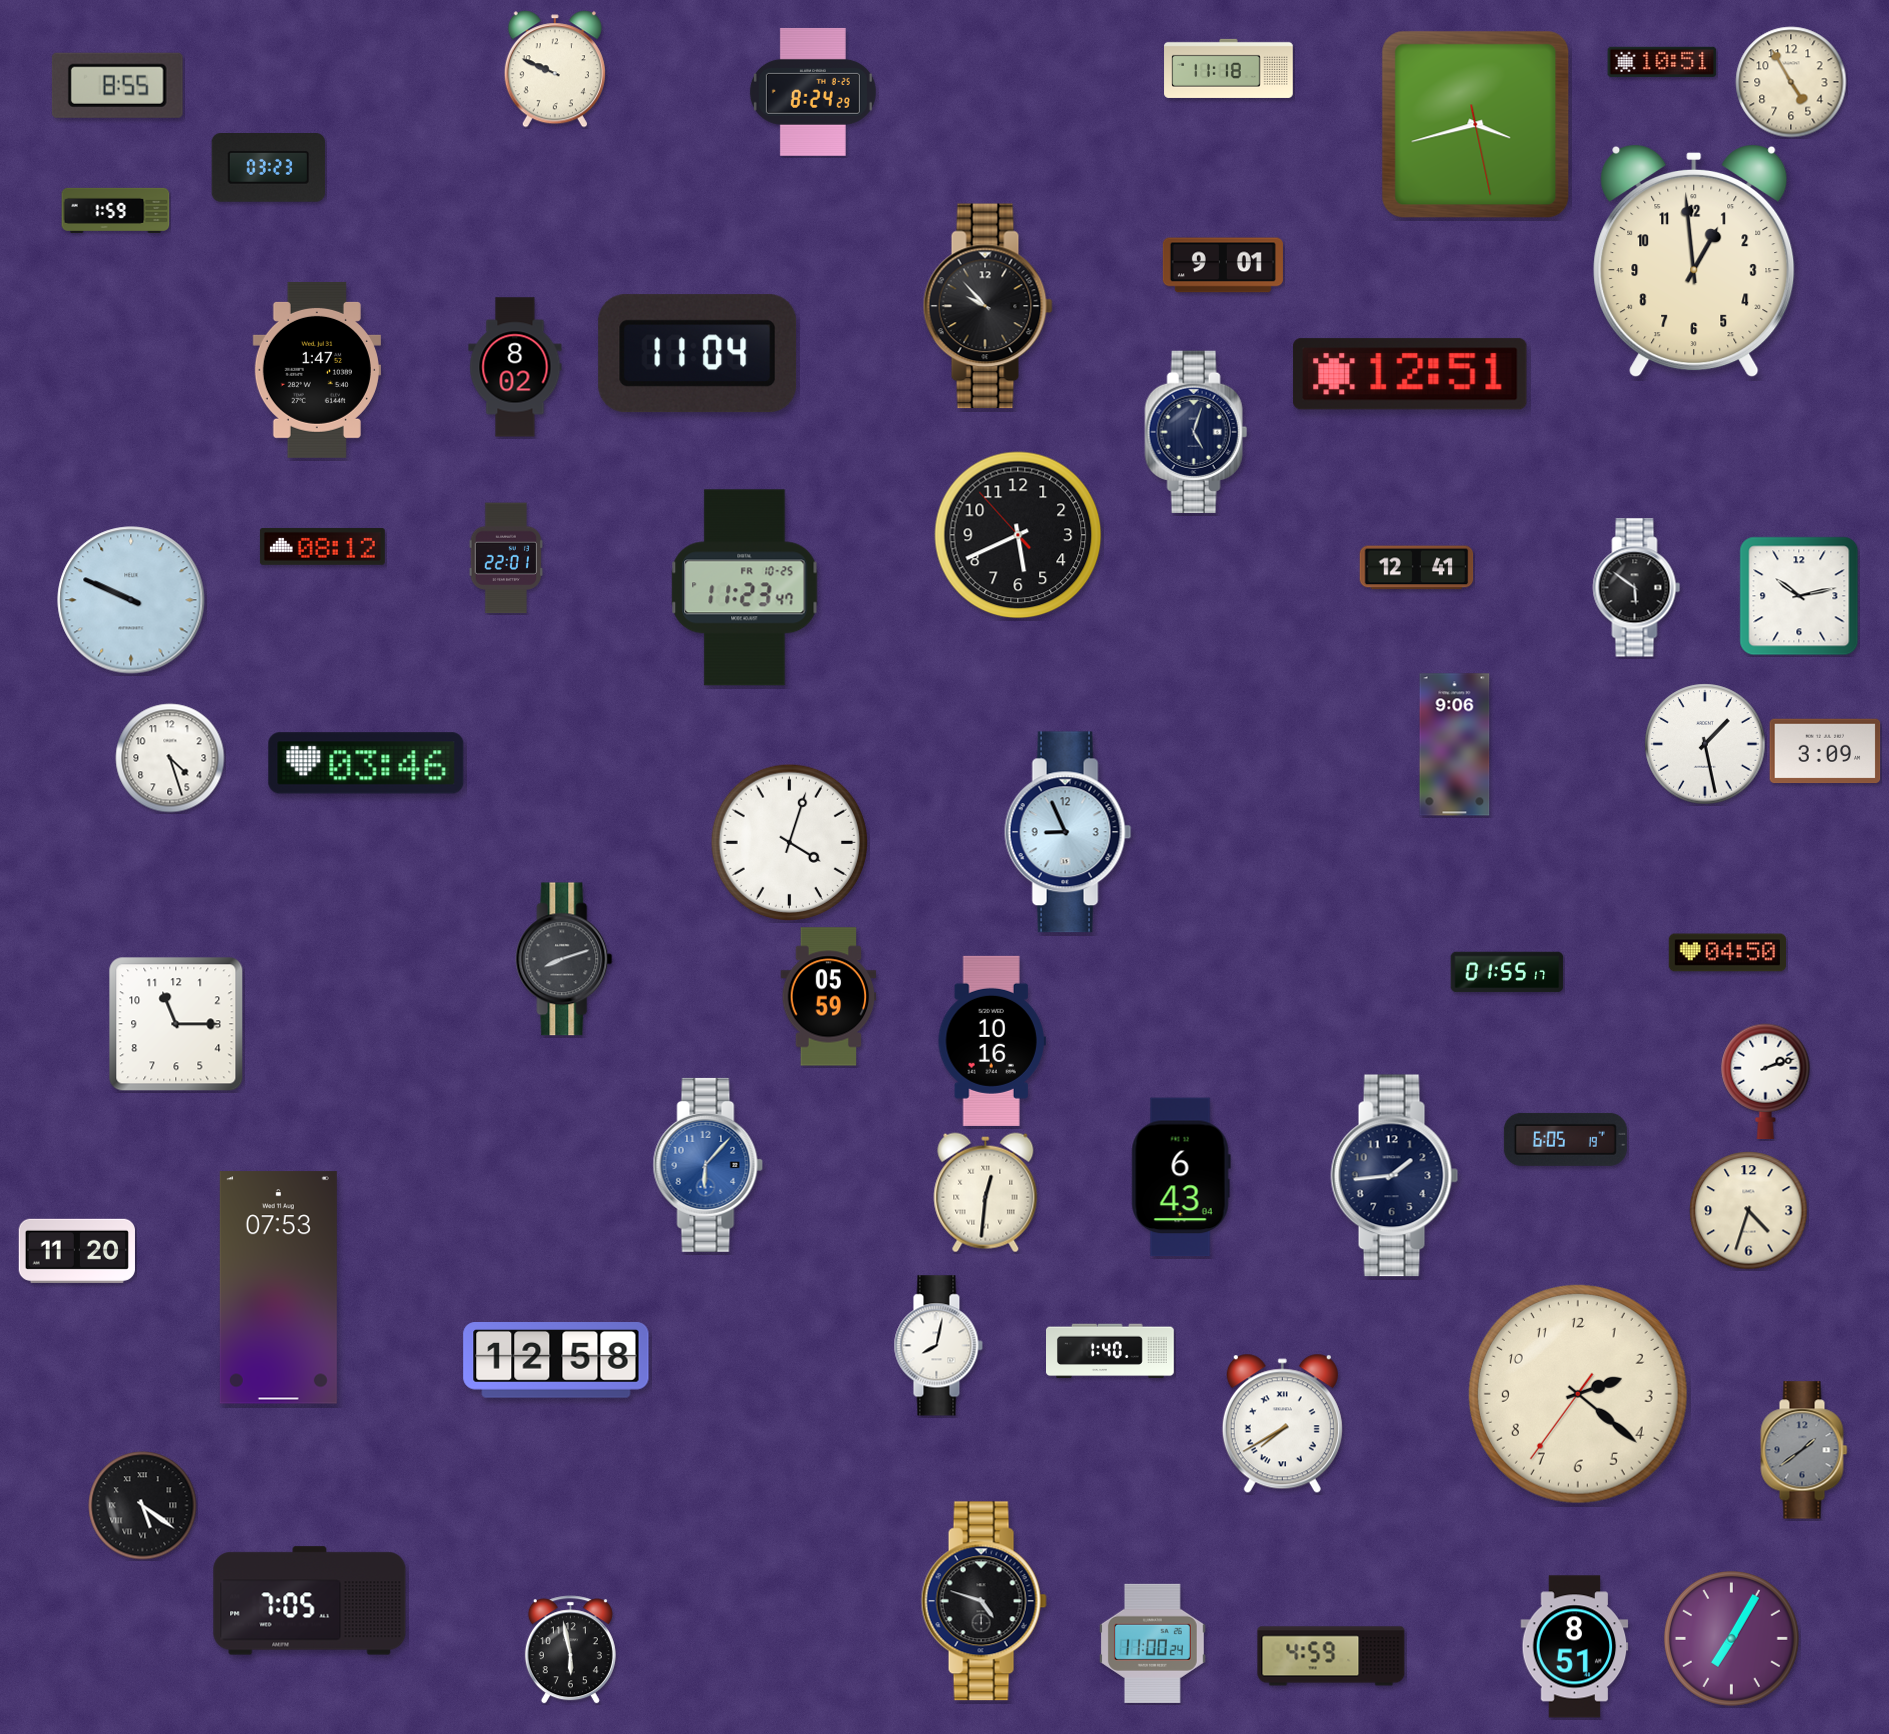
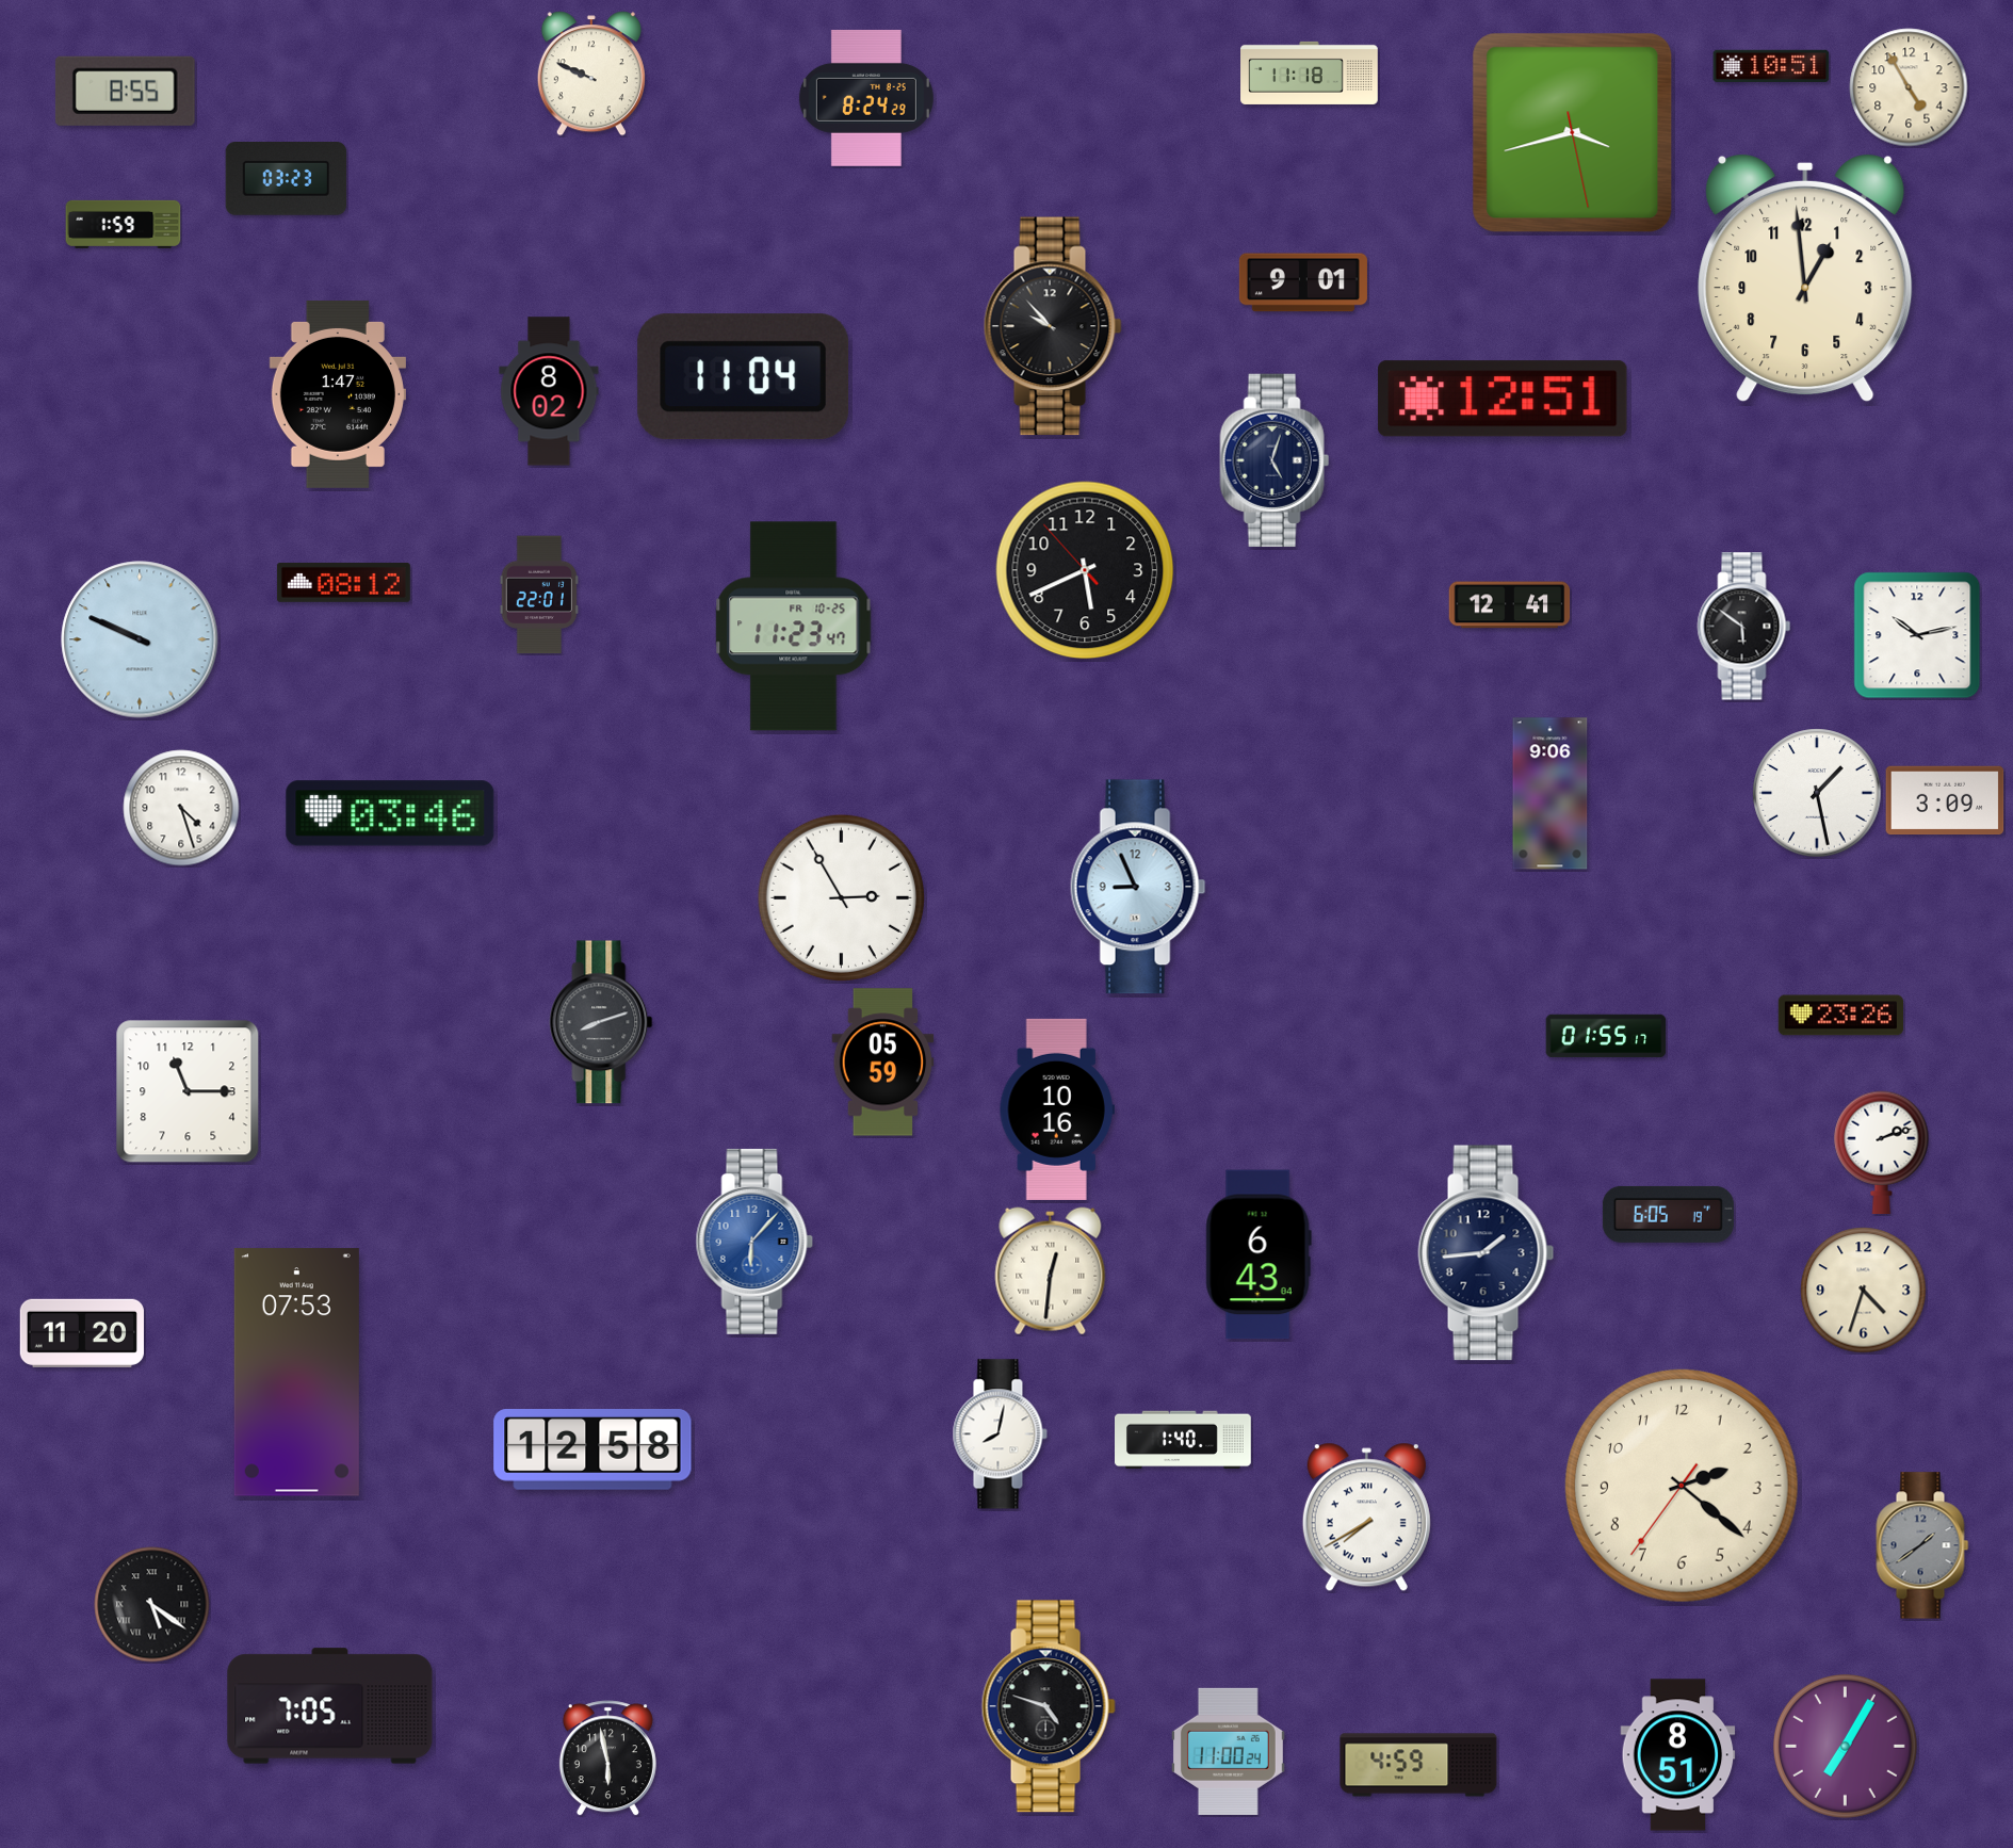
clock at (789, 842): 4:03 -> 2:55
clock at (1727, 953): 04:50 -> 23:26
